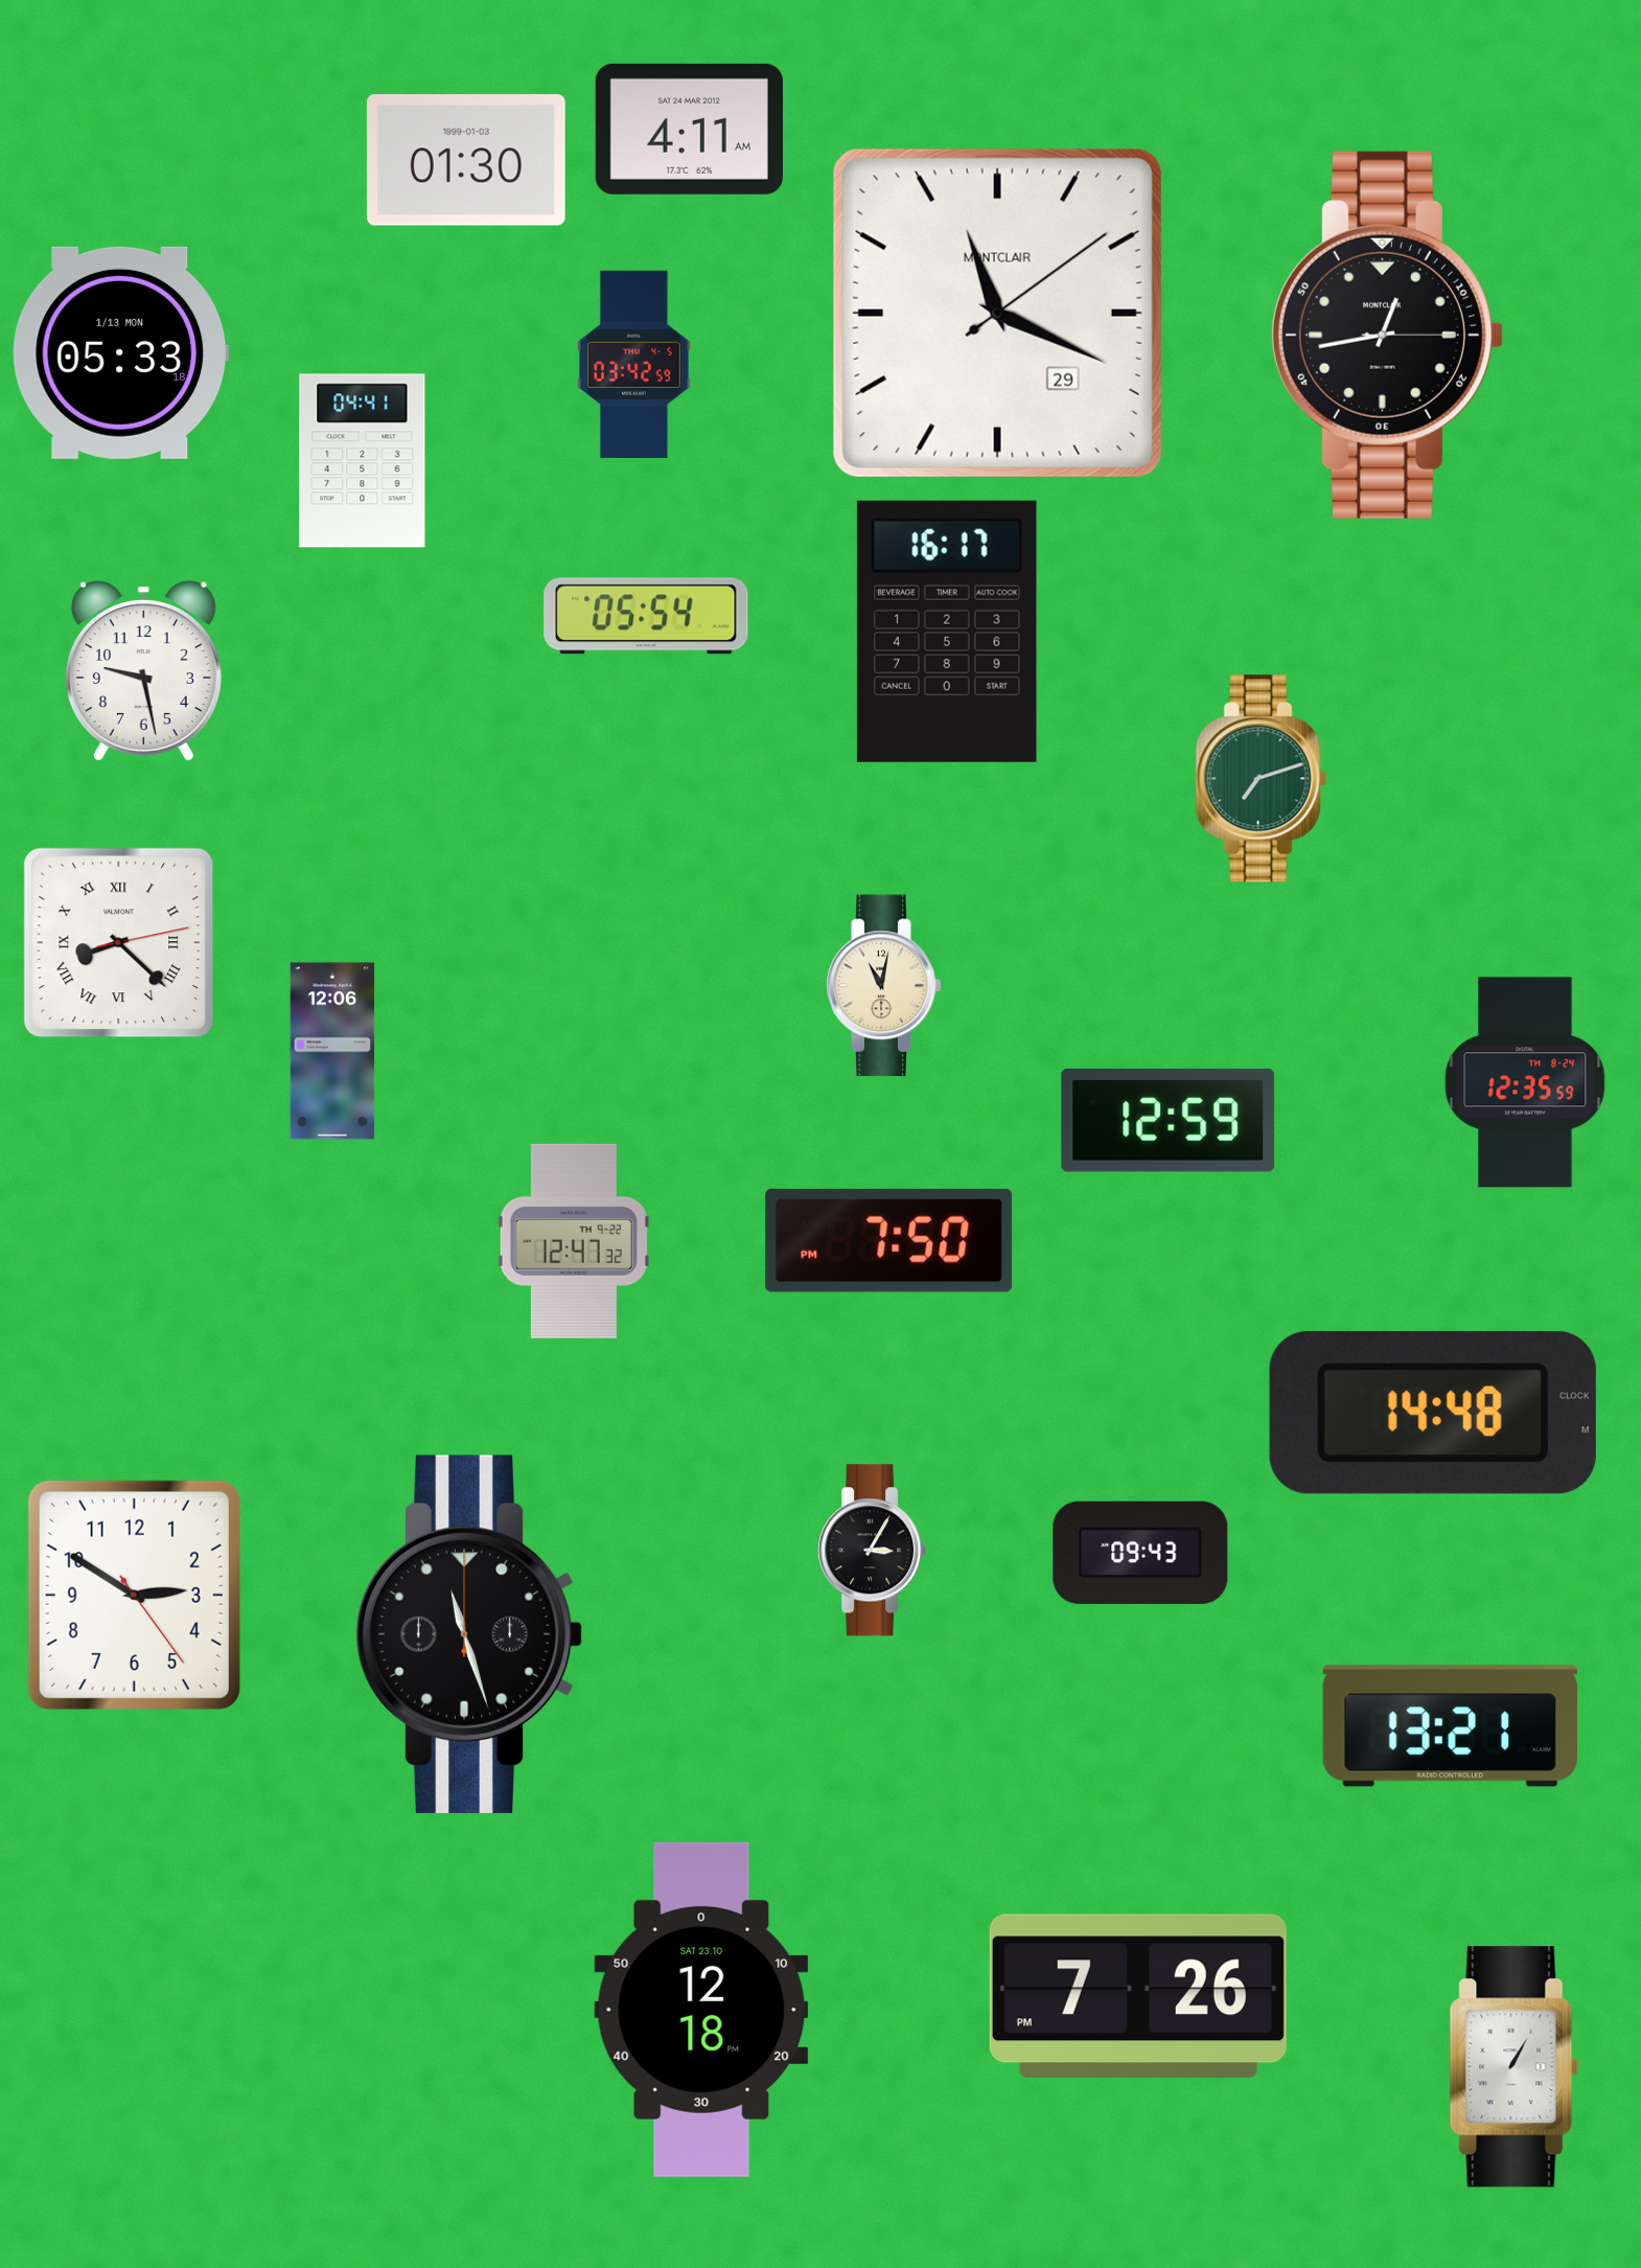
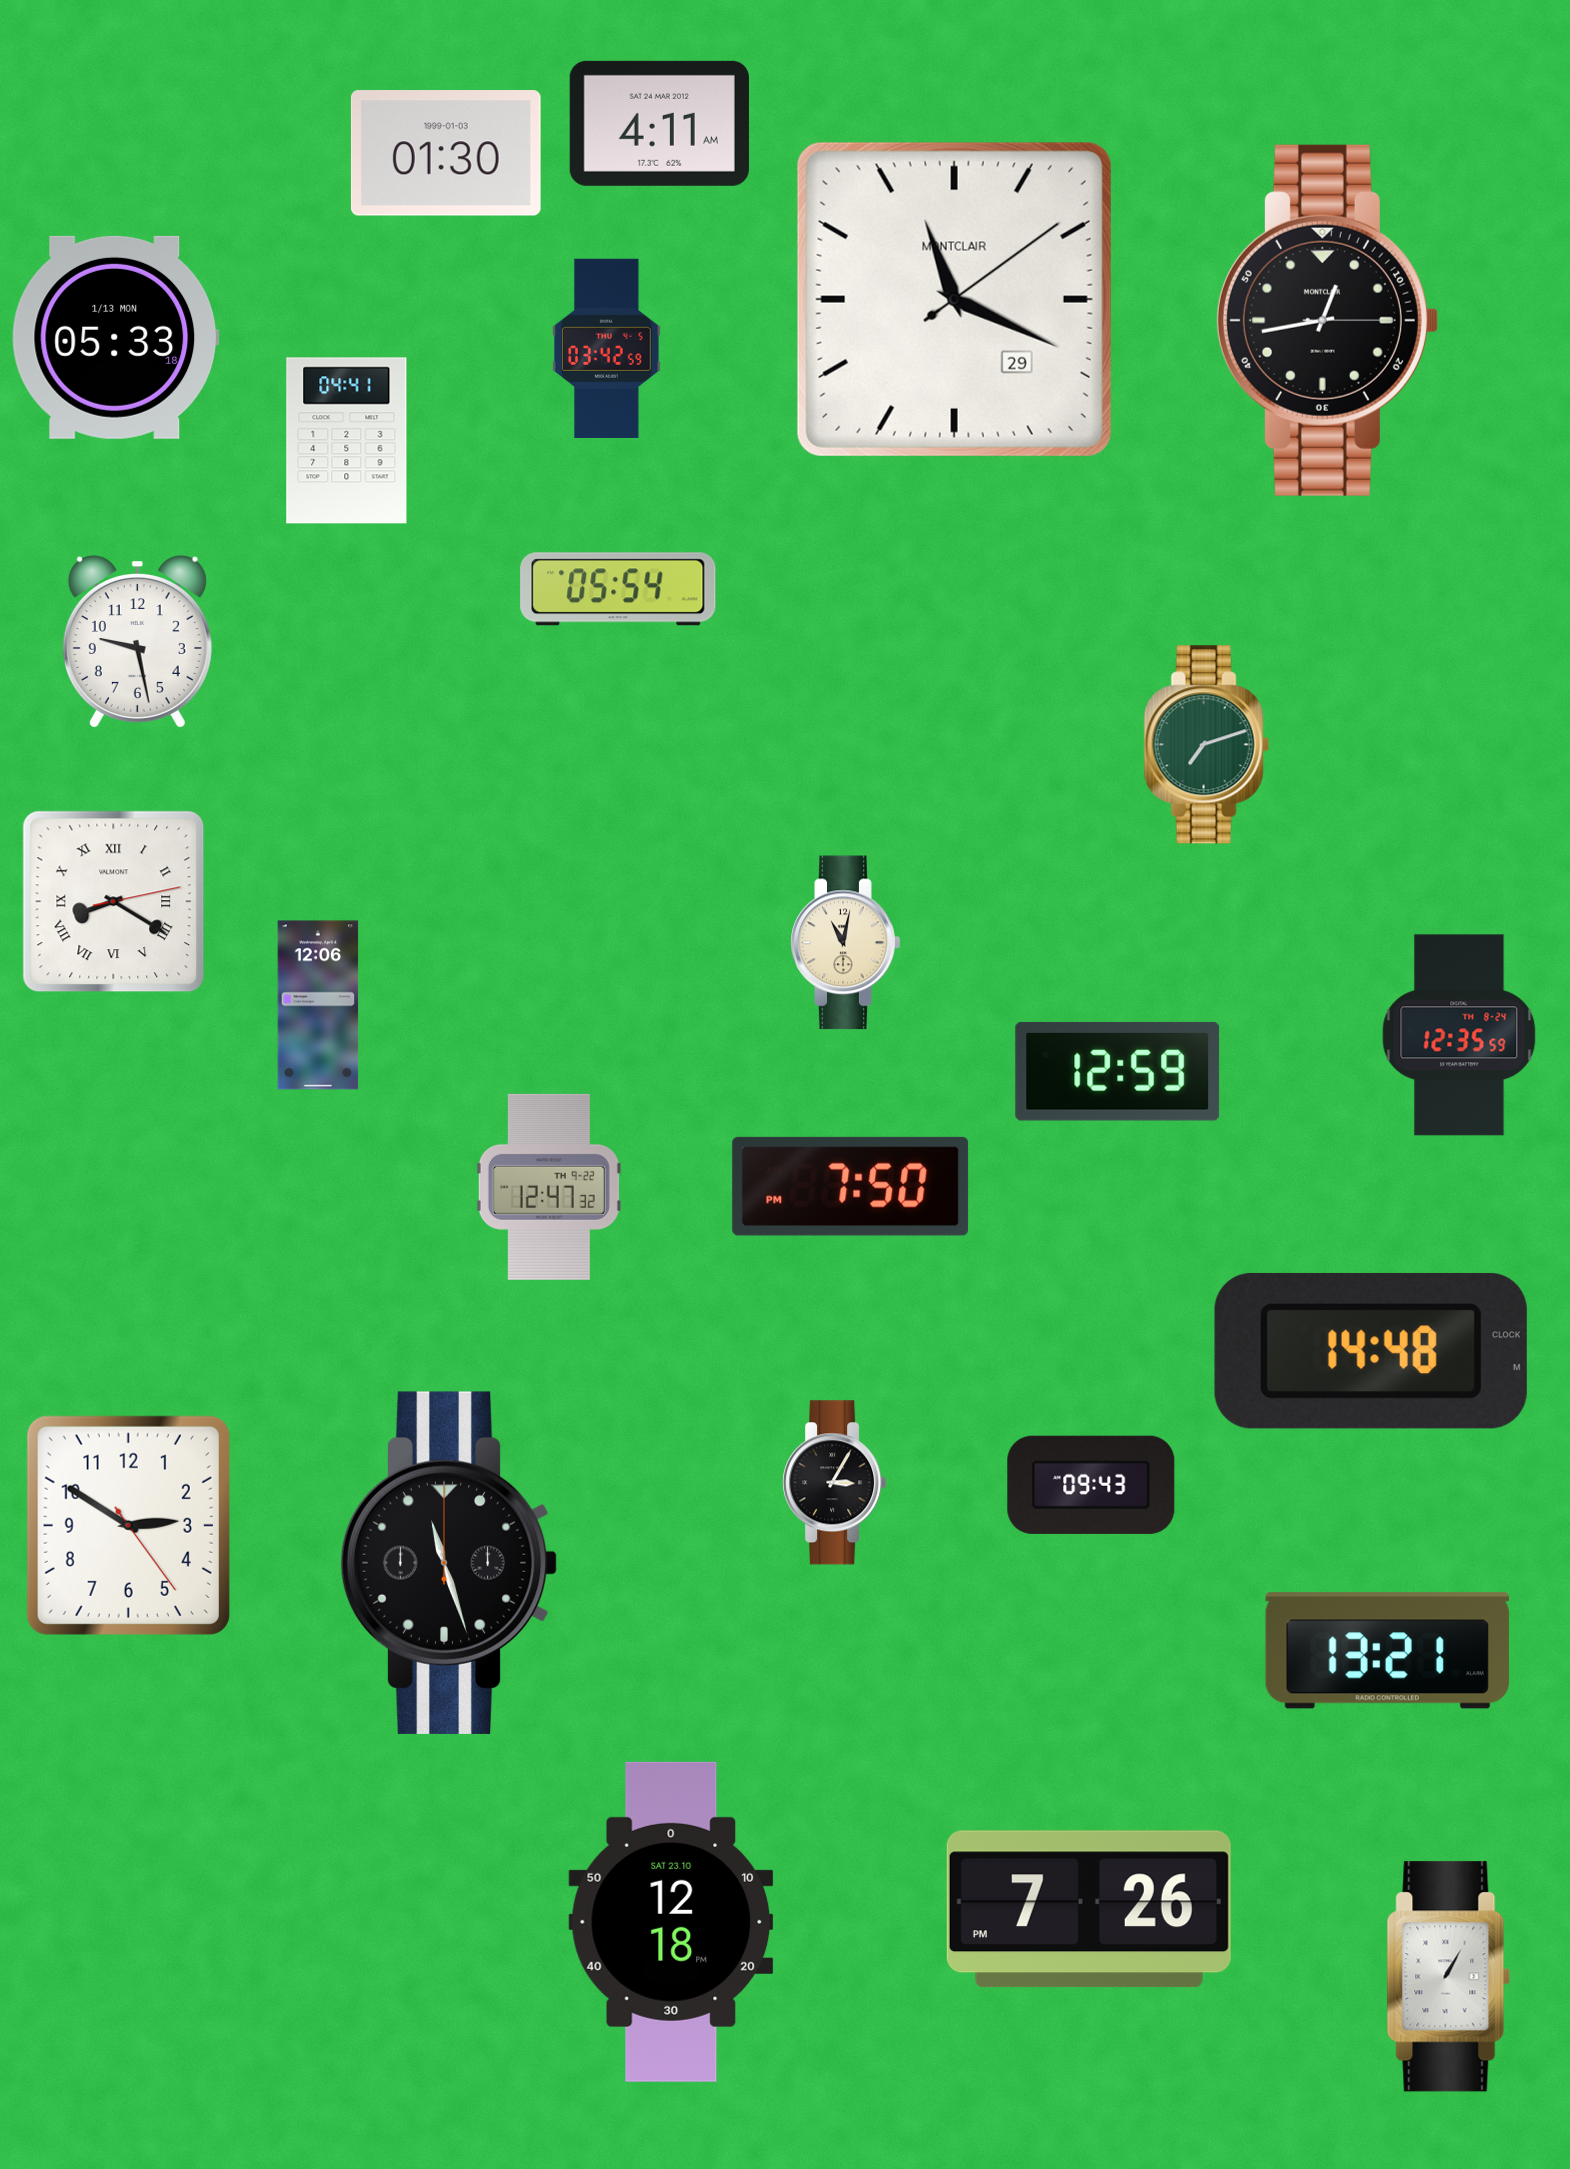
clock at (947, 632): 16:17 -> none
clock at (119, 943): 8:22 -> 8:20
